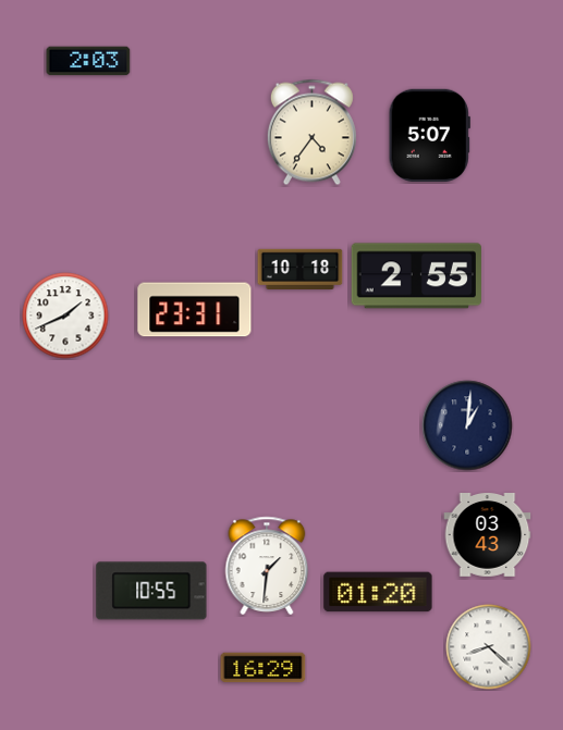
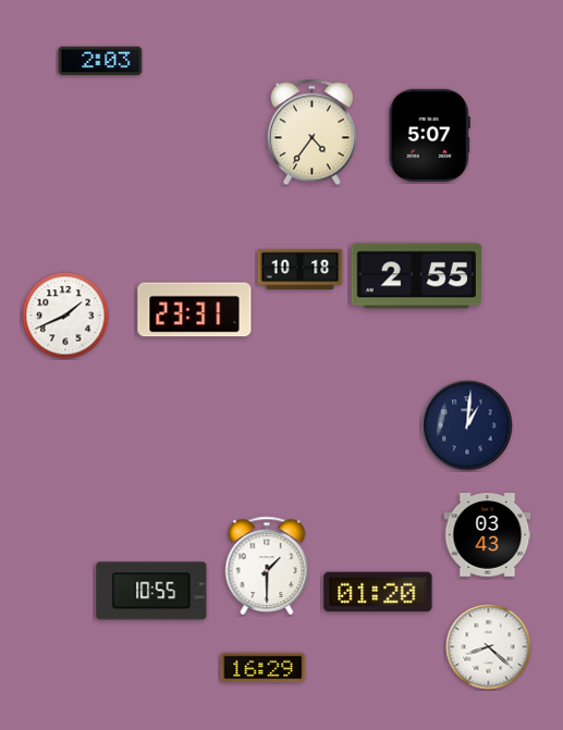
clock at (88, 61) position: (88, 61) -> (100, 61)
clock at (267, 566): 1:31 -> 1:30
